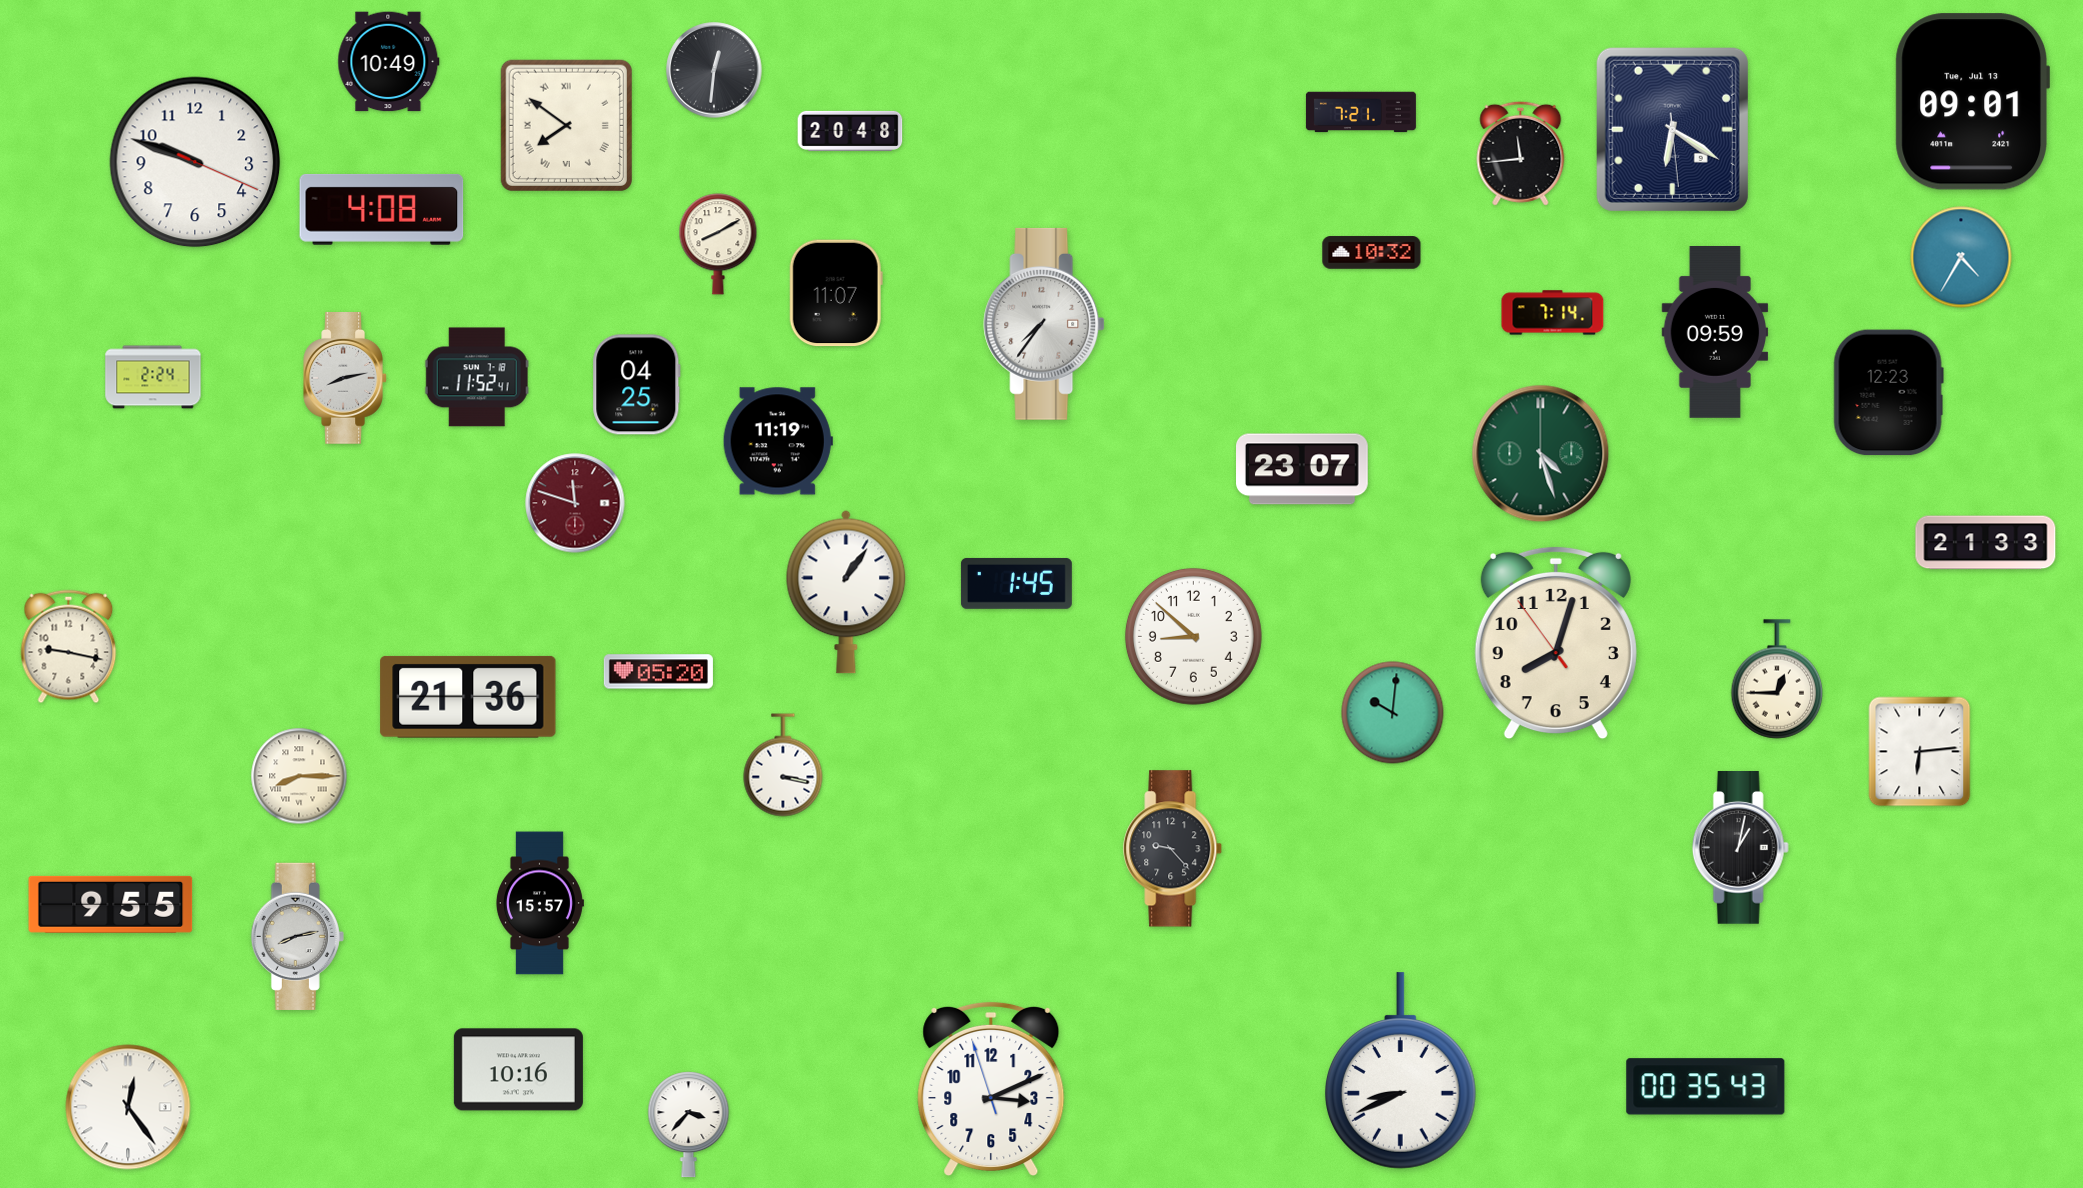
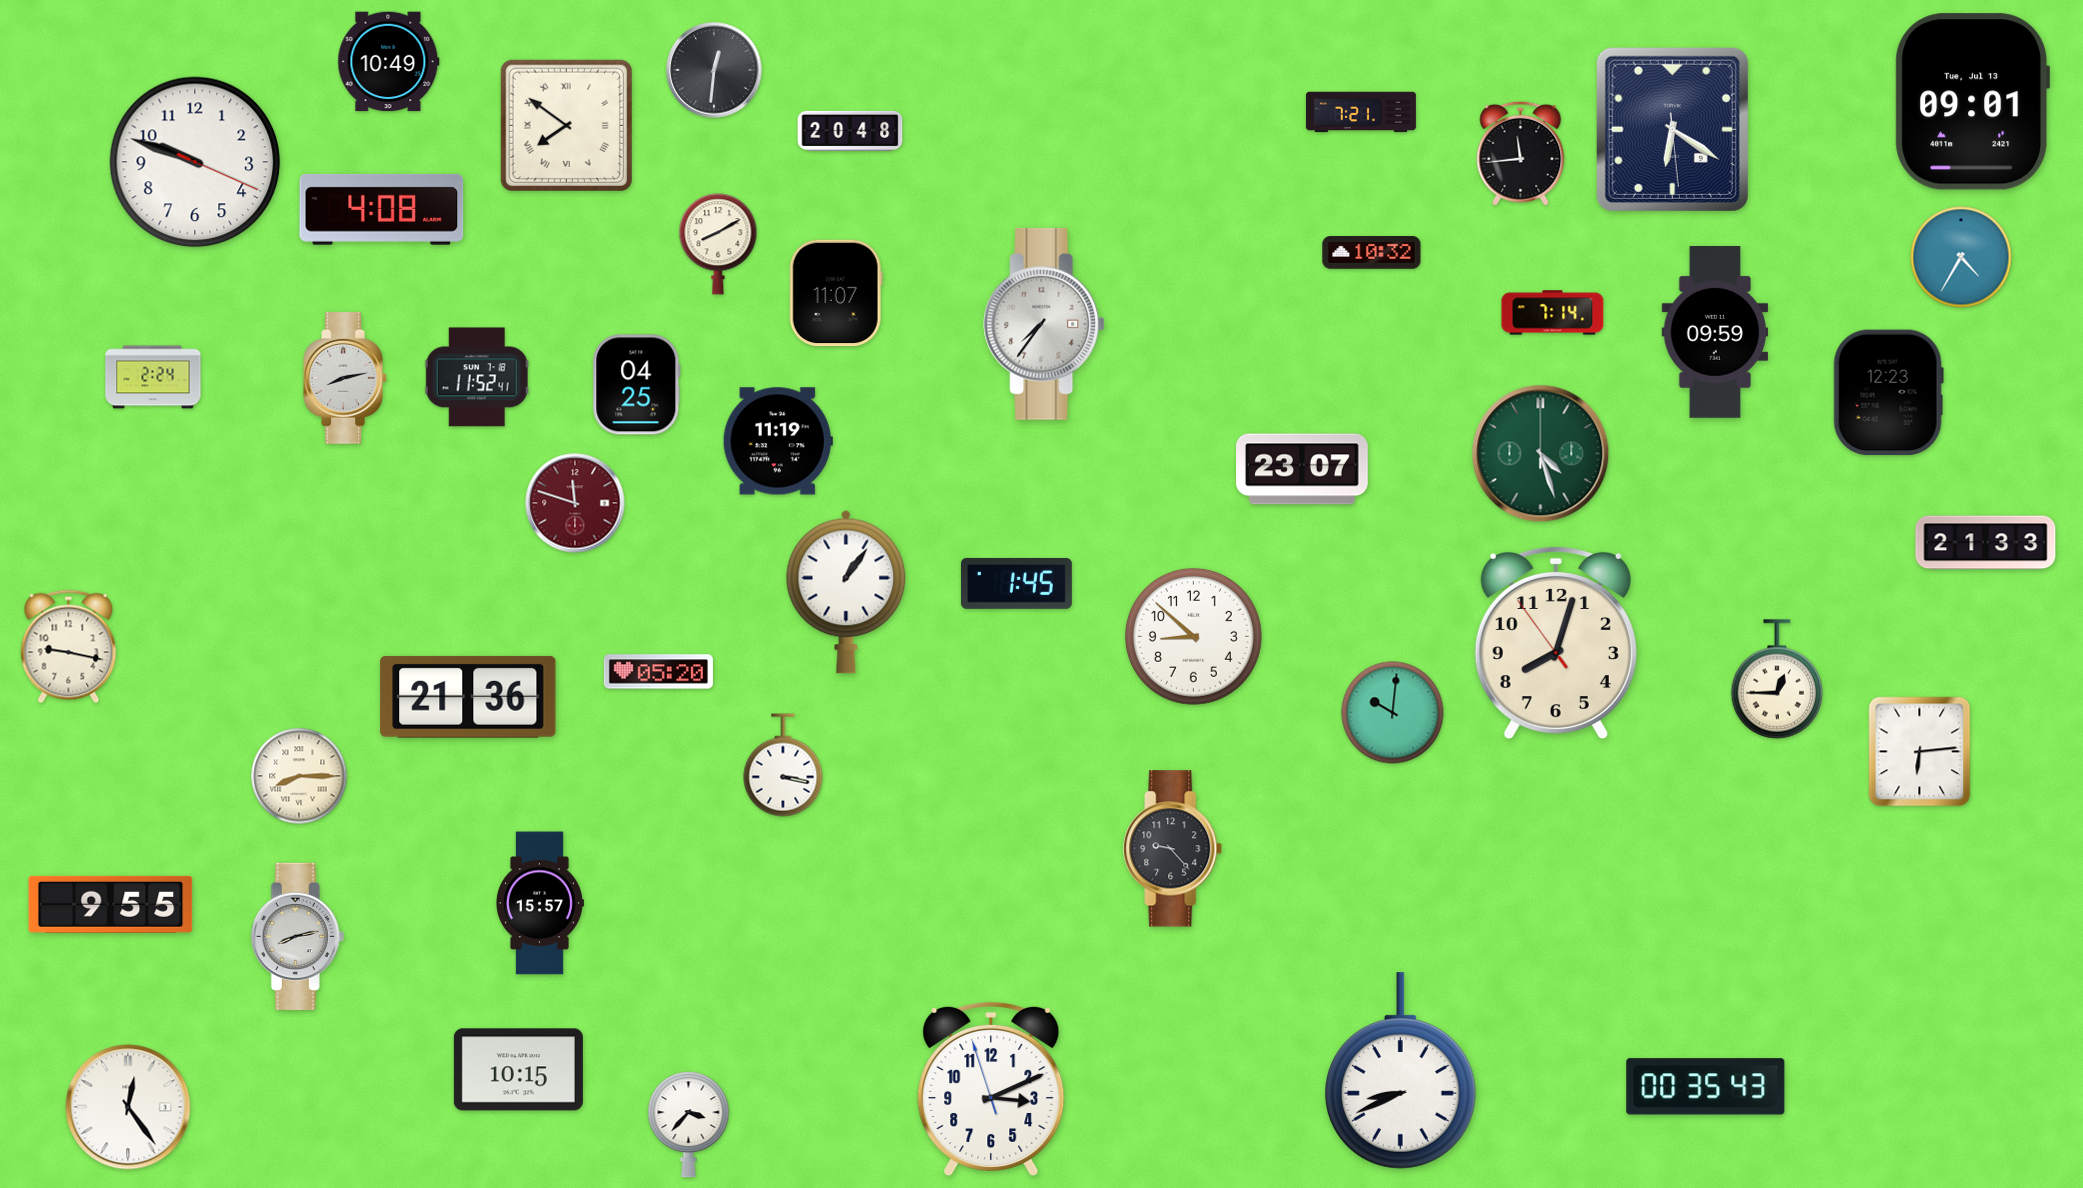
clock at (1740, 848): 1:02 -> none
clock at (518, 1070): 10:16 -> 10:15
